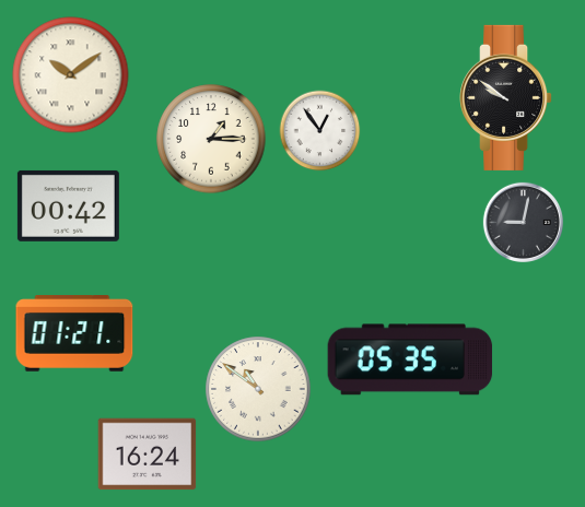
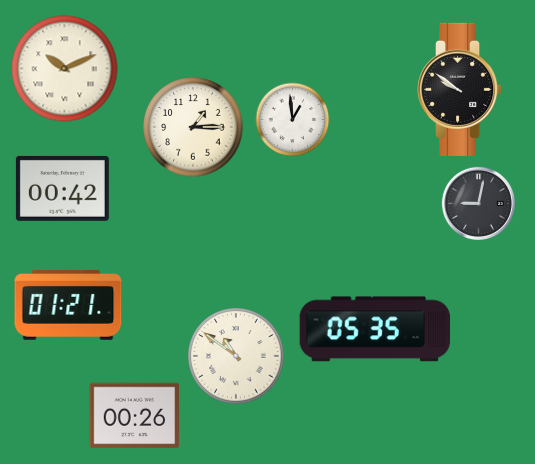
clock at (71, 75): 10:09 -> 10:11
clock at (506, 97) position: (506, 97) -> (460, 89)
clock at (320, 131): 12:54 -> 12:59
clock at (148, 455): 16:24 -> 00:26
